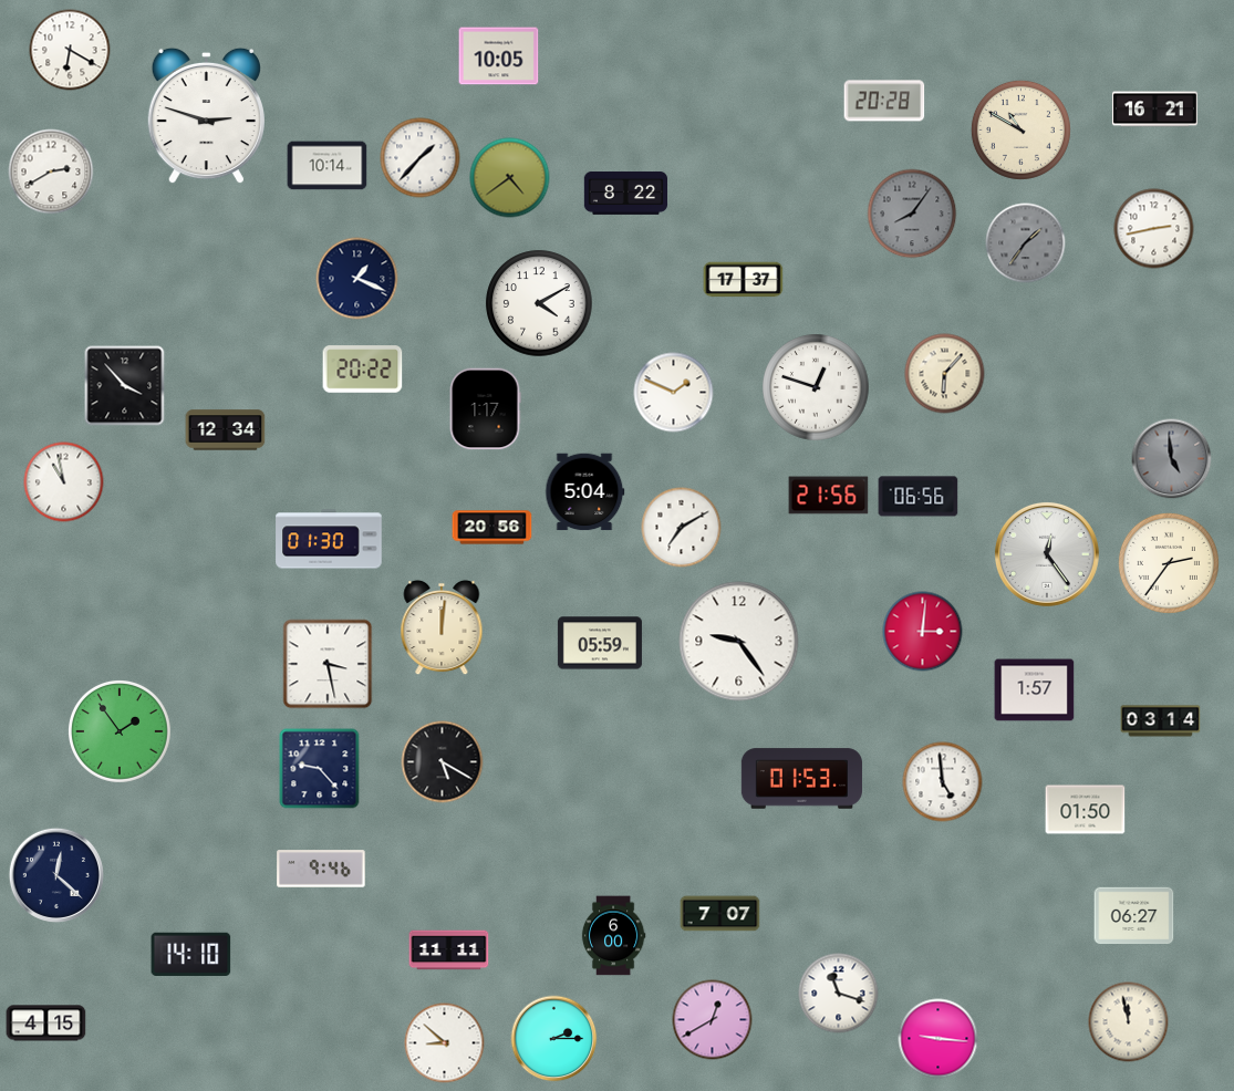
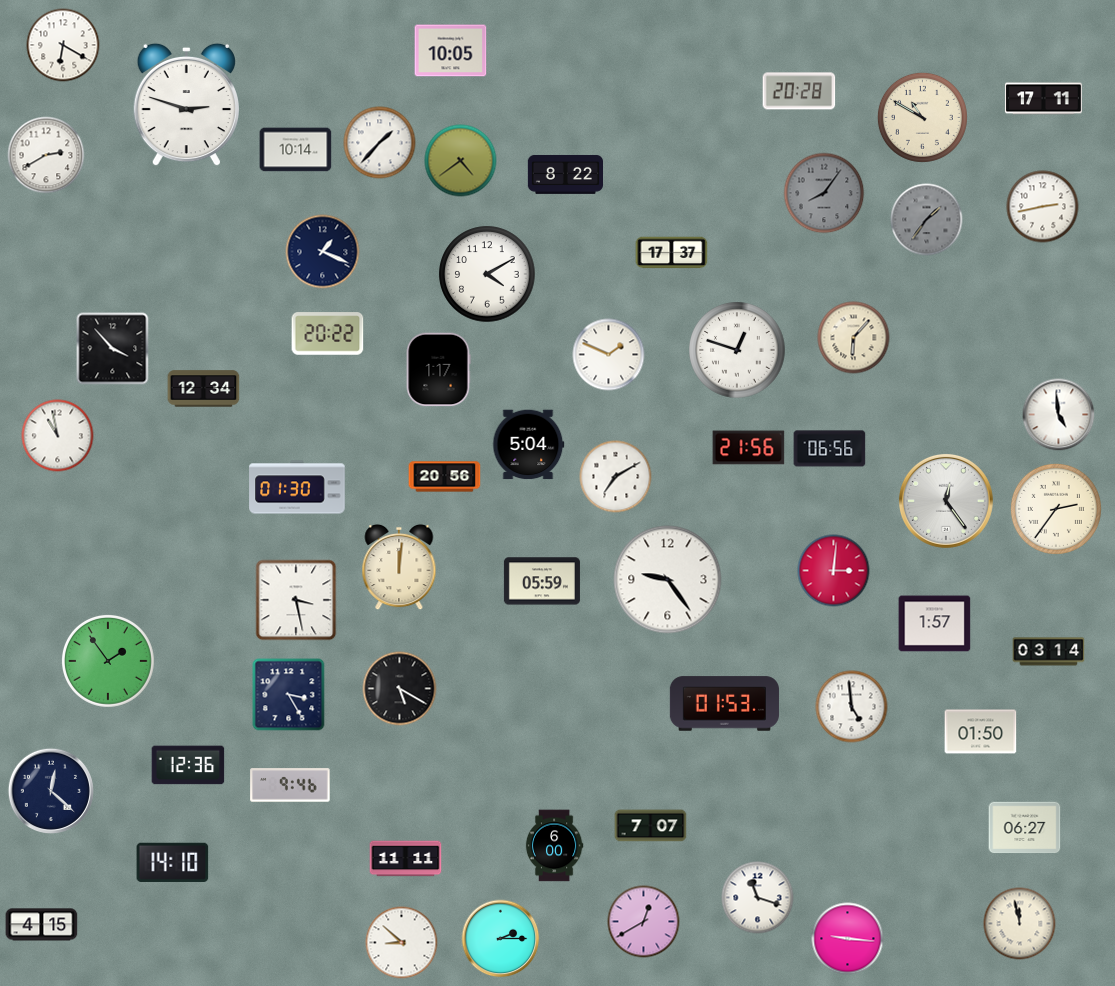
clock at (1154, 110): 16:21 -> 17:11
clock at (1172, 459) dial: grey -> white
clock at (320, 769): 9:23 -> 3:25
clock at (188, 765): none -> 12:36
